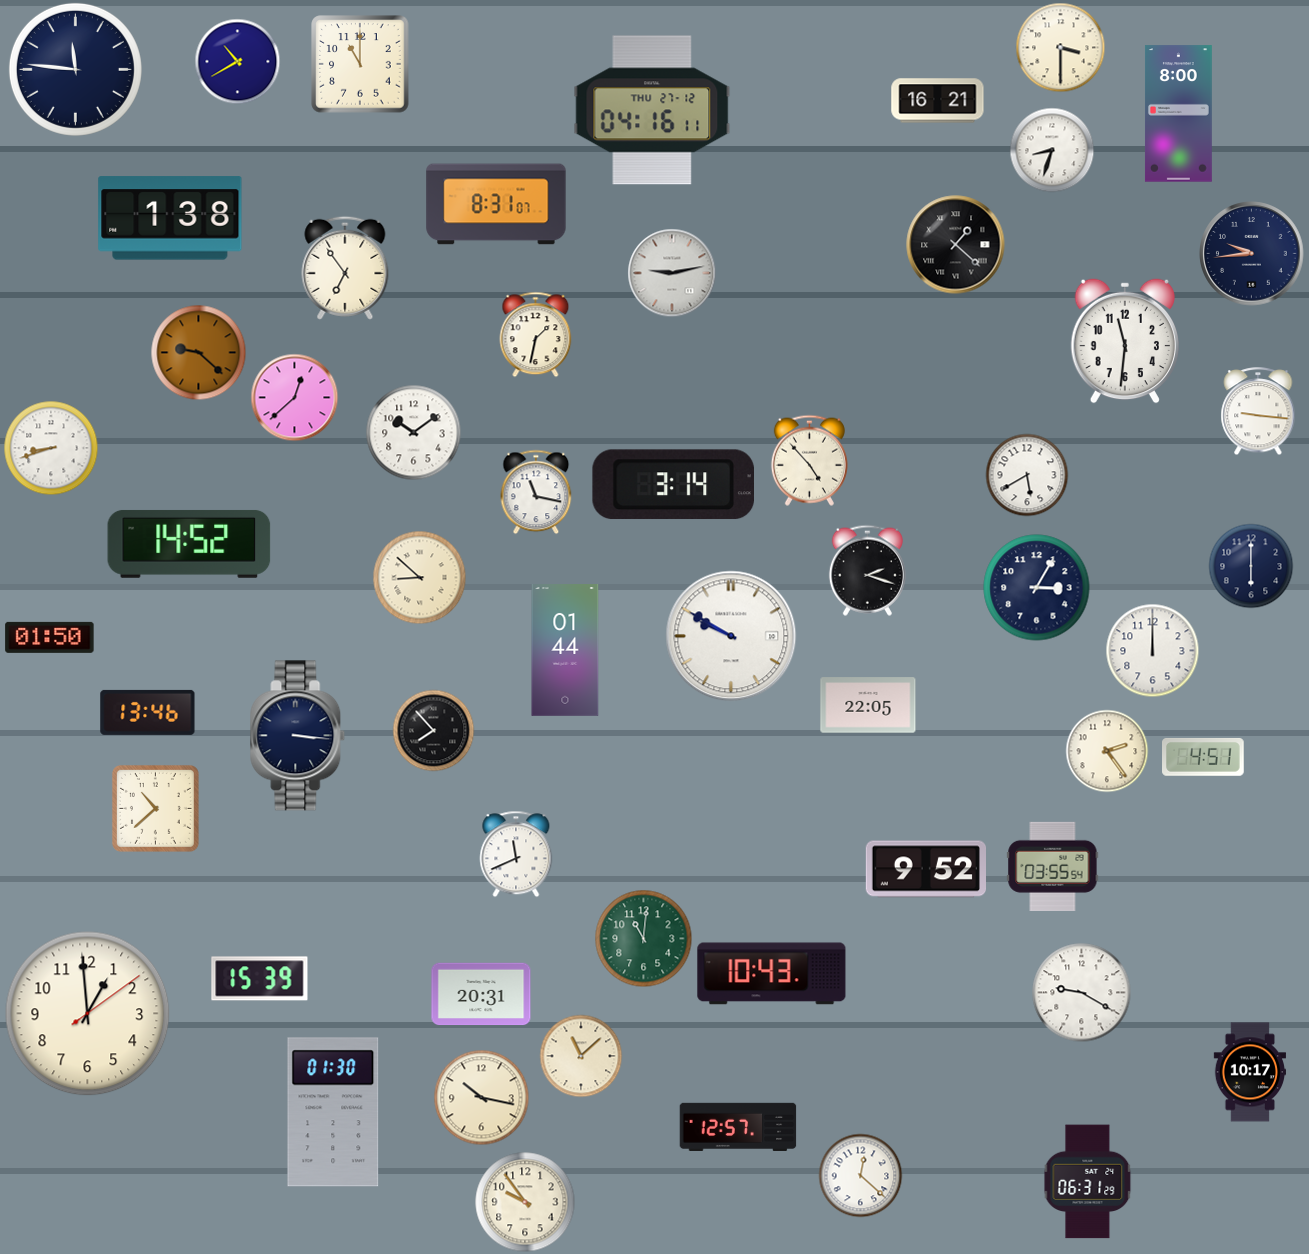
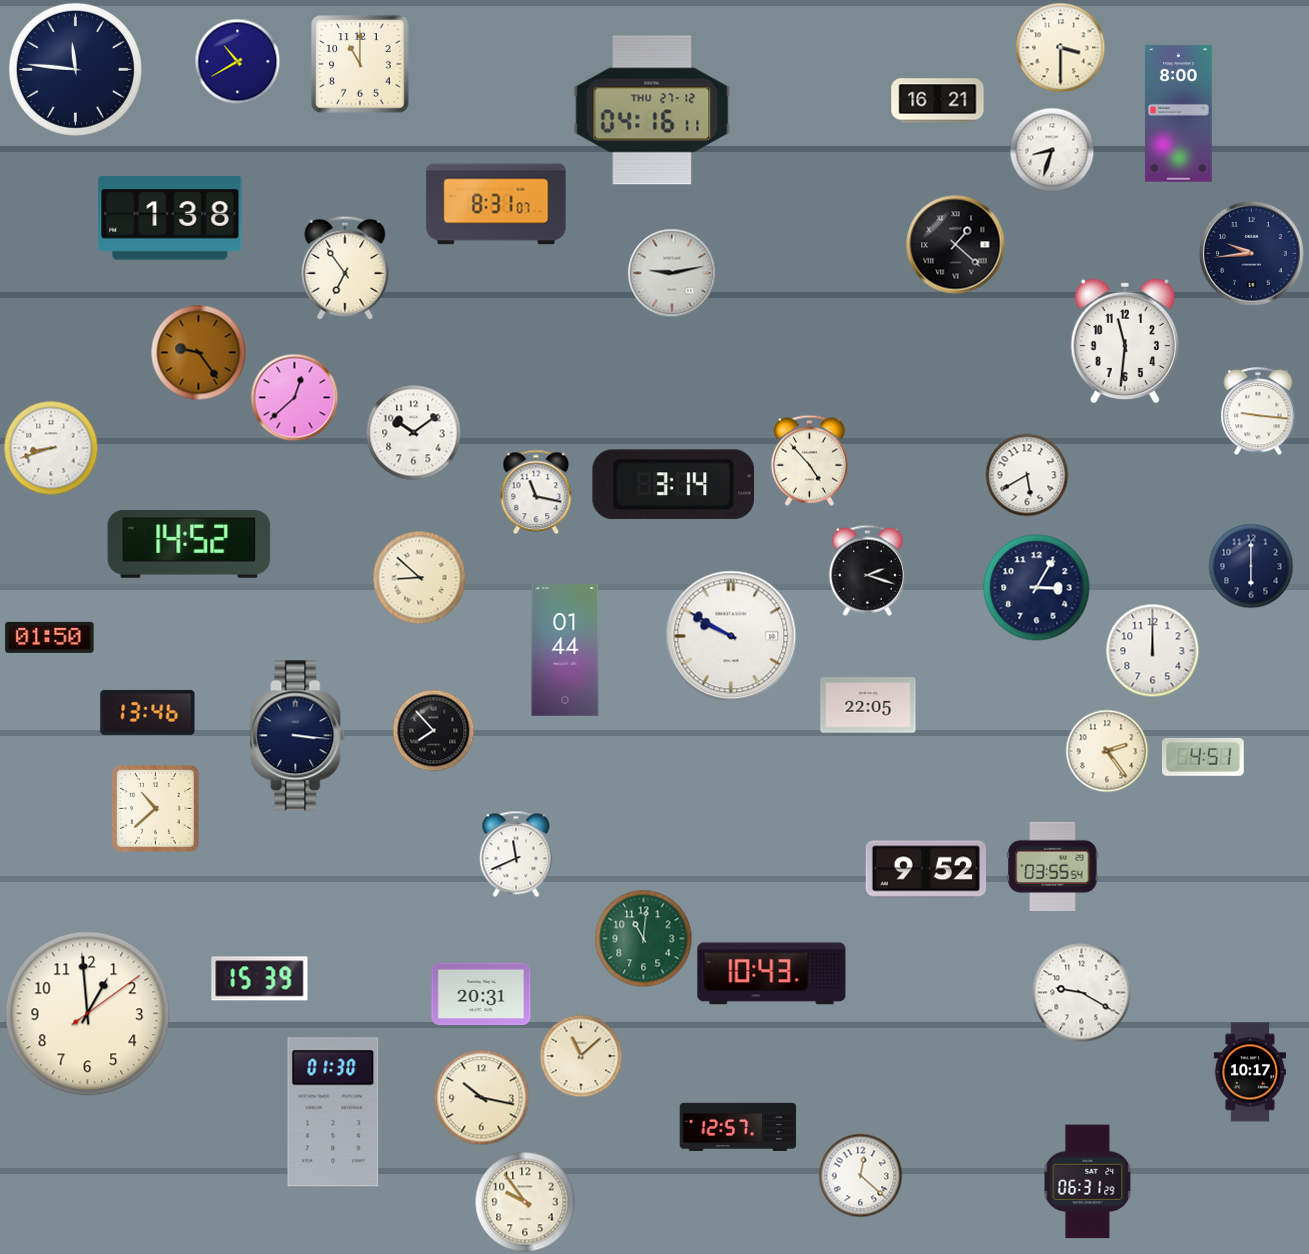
clock at (536, 334): 1:32 -> none
clock at (198, 352): 9:22 -> 9:24
